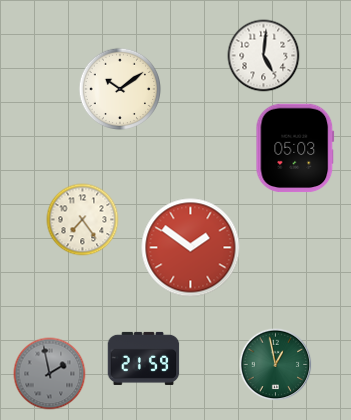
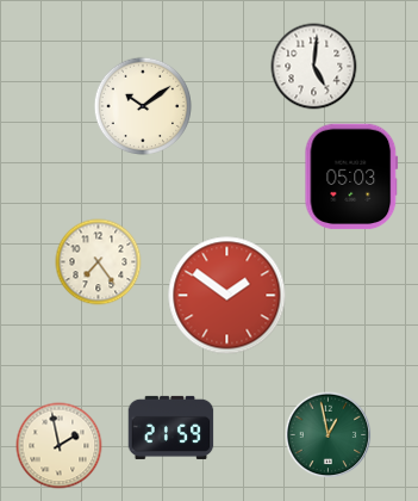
clock at (50, 374) dial: grey -> cream
